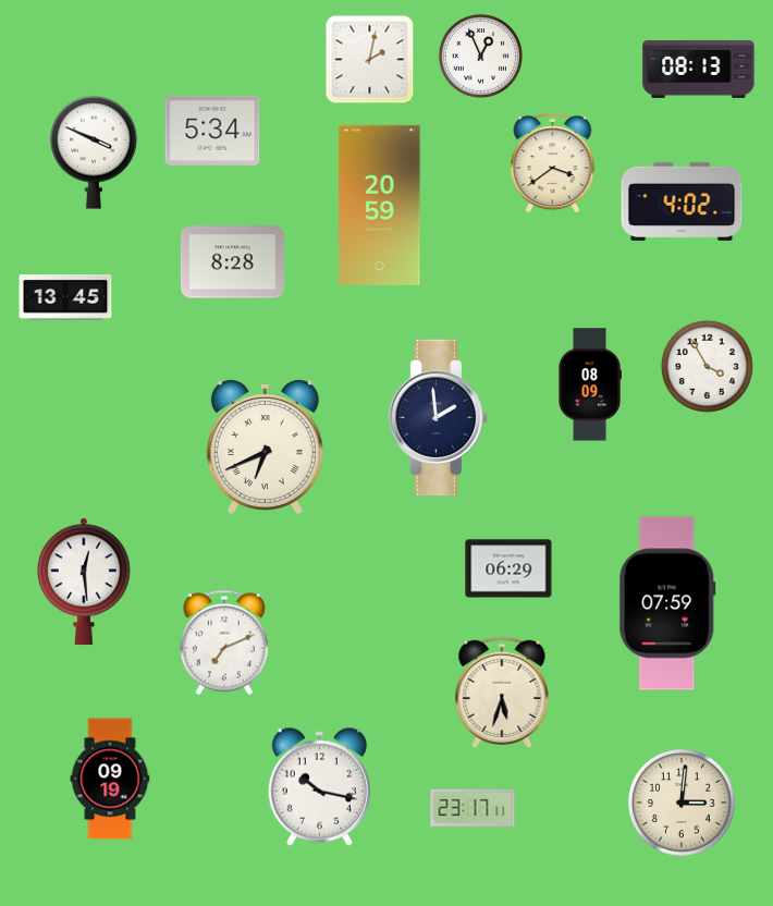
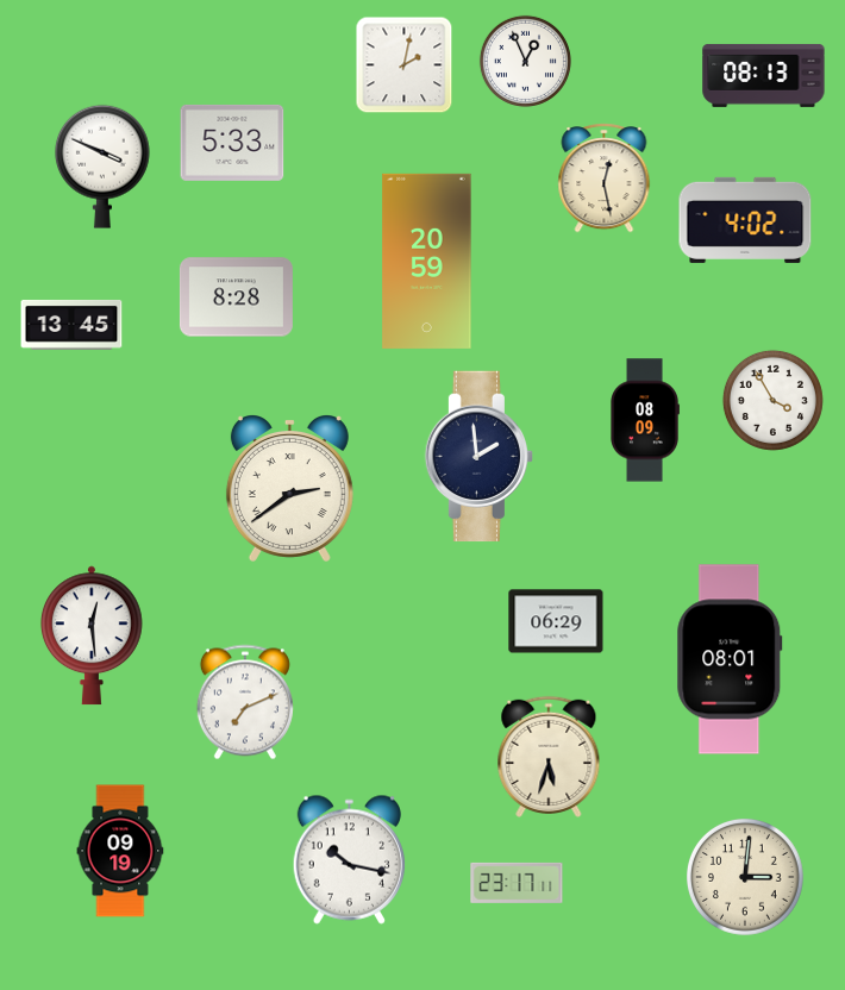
clock at (212, 131): 5:34 -> 5:33
clock at (553, 163): 3:39 -> 12:28
clock at (380, 205) position: (380, 205) -> (427, 261)
clock at (232, 262) position: (232, 262) -> (236, 297)
clock at (265, 448): 6:41 -> 2:39
clock at (667, 603): 07:59 -> 08:01
